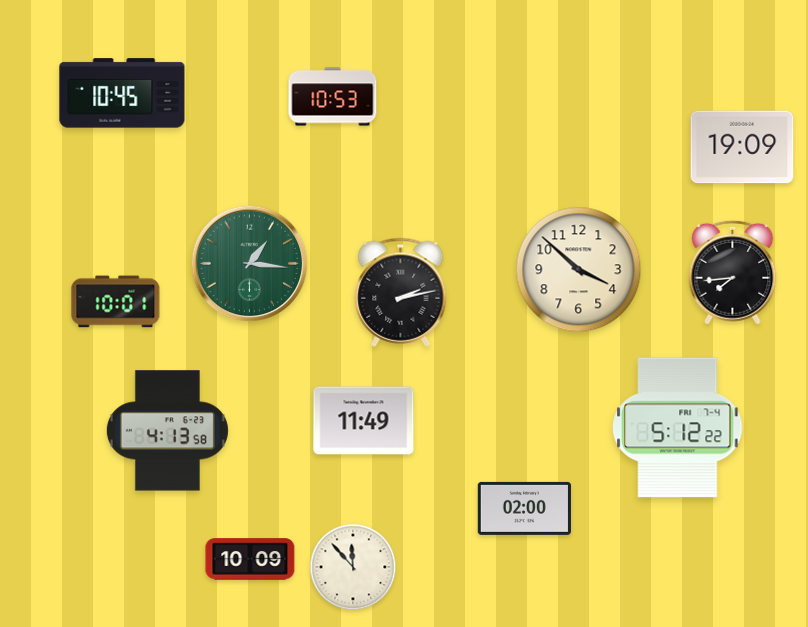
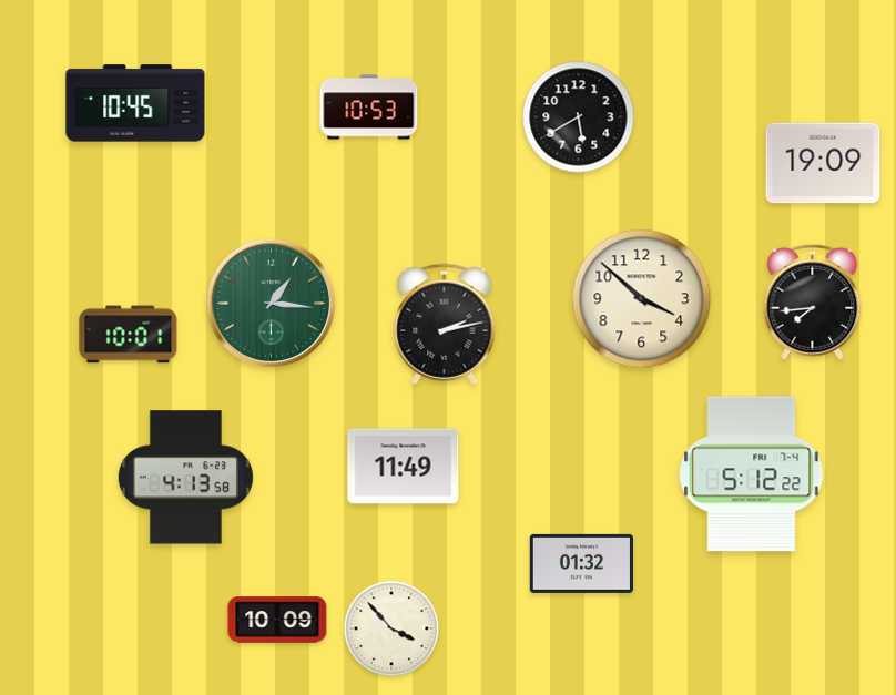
clock at (579, 117): none -> 5:40
clock at (250, 264) position: (250, 264) -> (272, 304)
clock at (524, 508): 02:00 -> 01:32
clock at (353, 567): 11:53 -> 3:53
